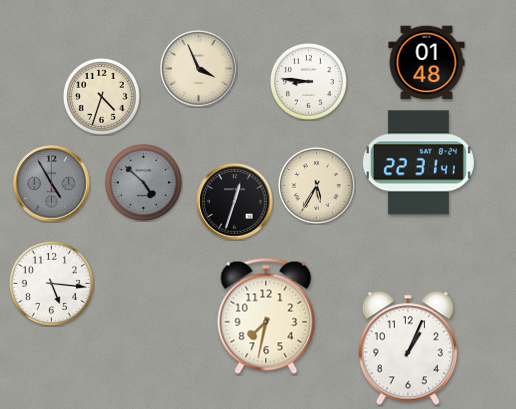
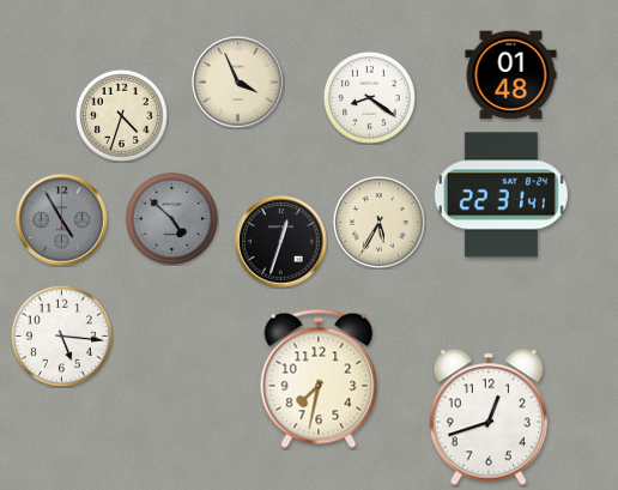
clock at (308, 81): 8:46 -> 8:21
clock at (51, 283) position: (51, 283) -> (61, 335)
clock at (408, 348): 1:04 -> 12:42
